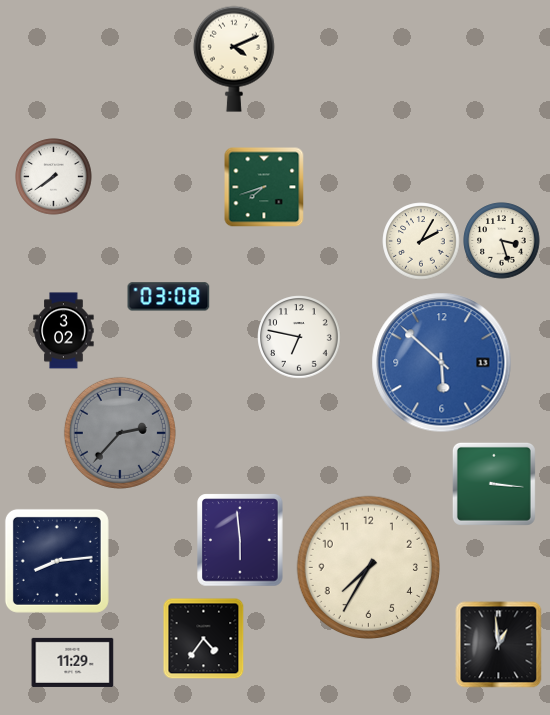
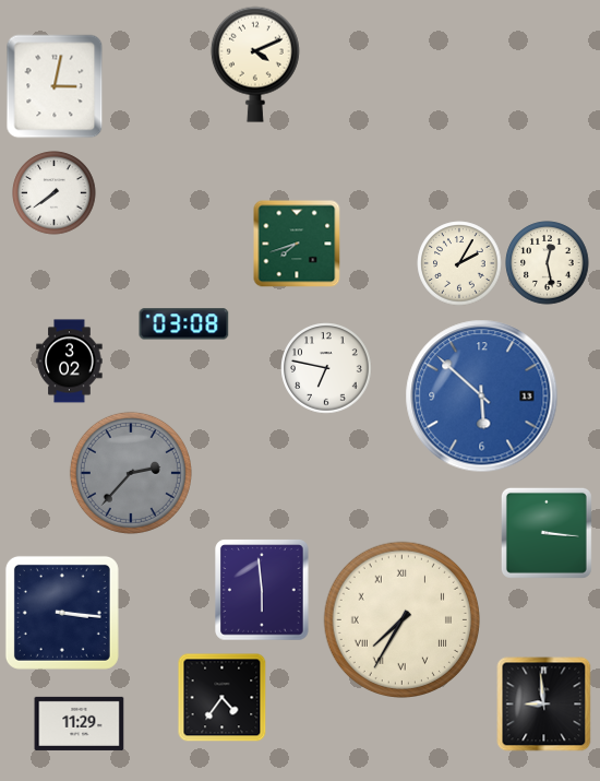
clock at (55, 86): none -> 3:02
clock at (54, 177) position: (54, 177) -> (55, 193)
clock at (264, 187) position: (264, 187) -> (297, 244)
clock at (502, 241): 3:27 -> 12:28
clock at (494, 484) position: (494, 484) -> (547, 533)
clock at (57, 561): 8:14 -> 3:16
clock at (368, 567) numerals: Arabic -> Roman
clock at (499, 645): 12:59 -> 8:59
